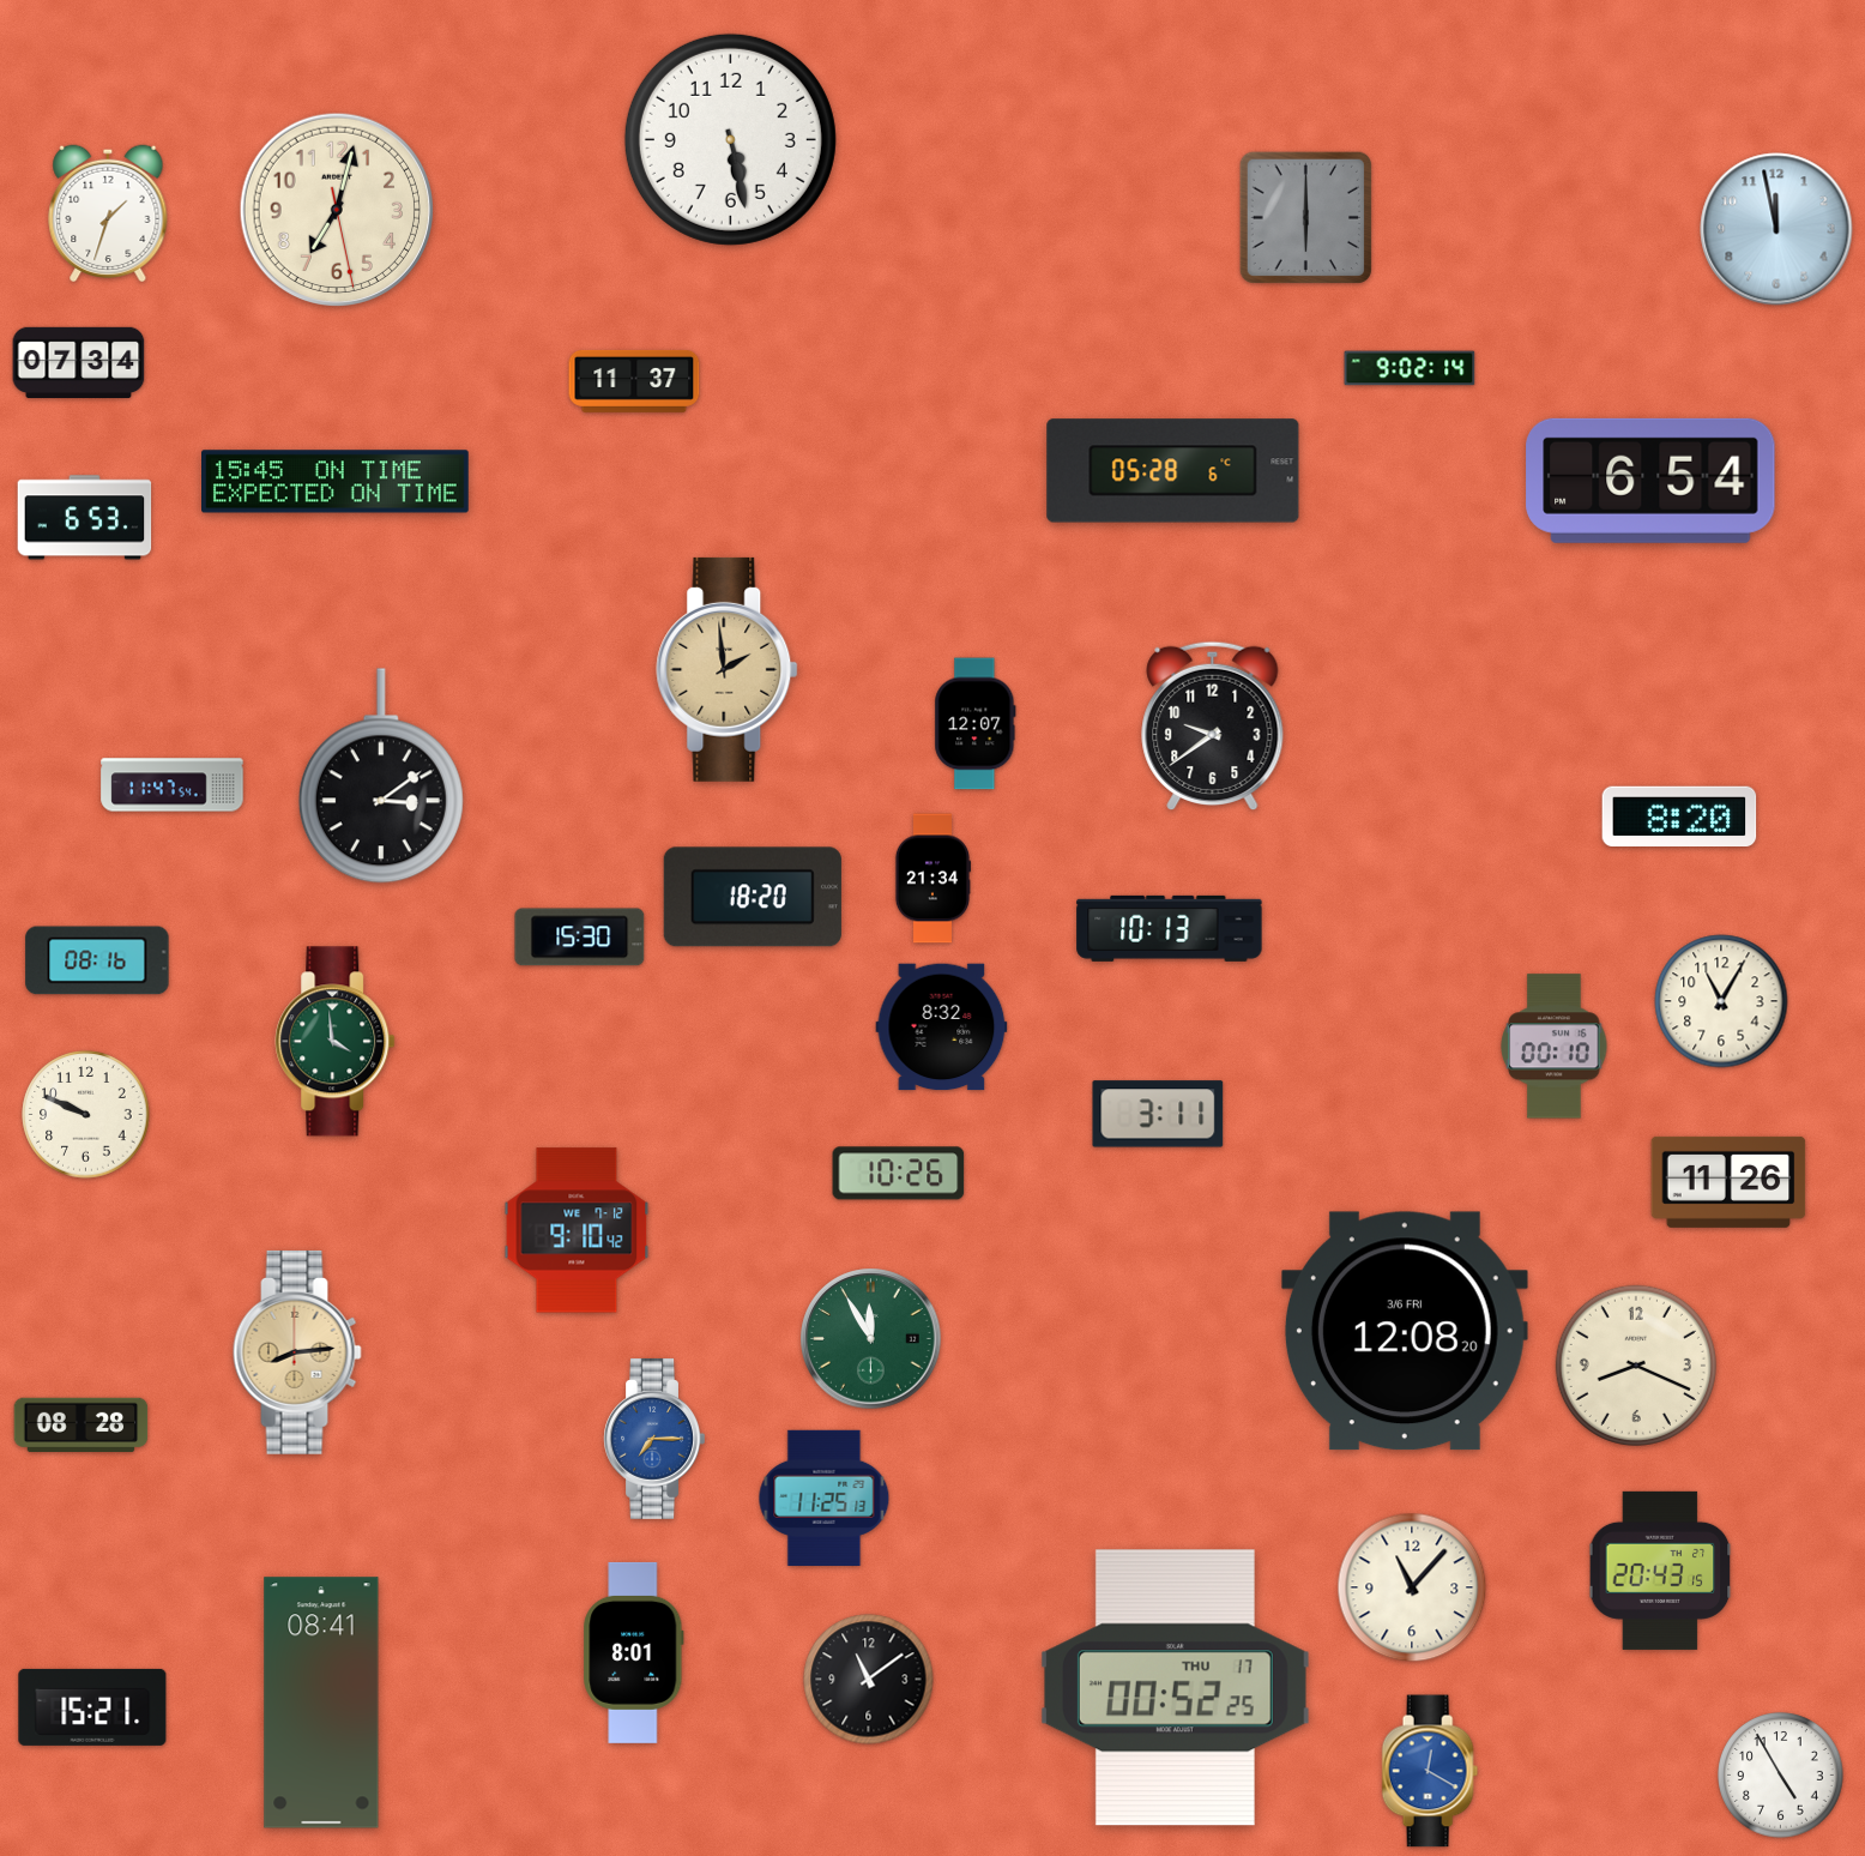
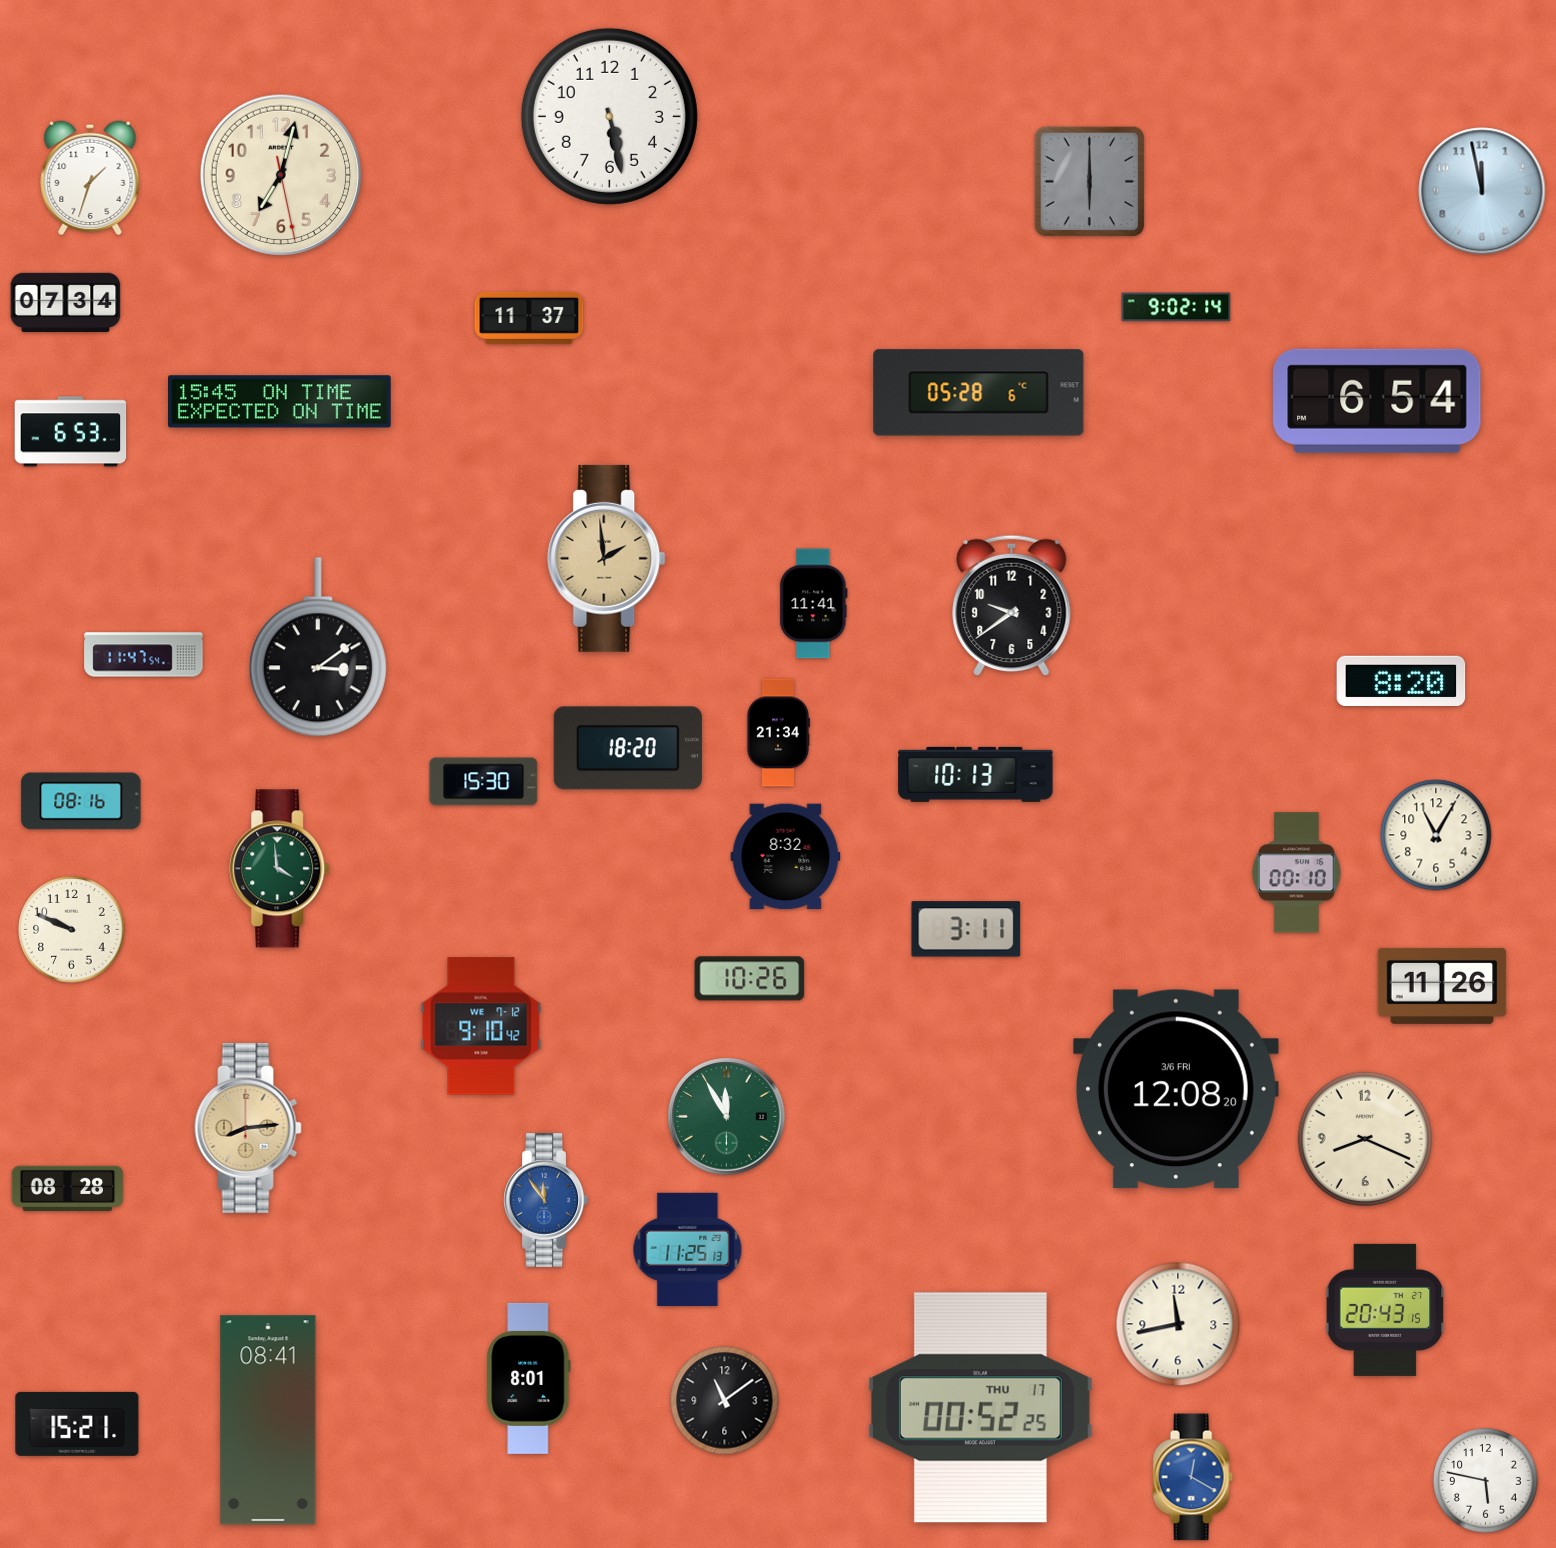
clock at (976, 724): 12:07 -> 11:41
clock at (1405, 1331) position: (1405, 1331) -> (1176, 1089)
clock at (654, 1439): 7:15 -> 11:54
clock at (1412, 1587): 11:07 -> 11:43
clock at (1781, 1776): 4:55 -> 5:47
